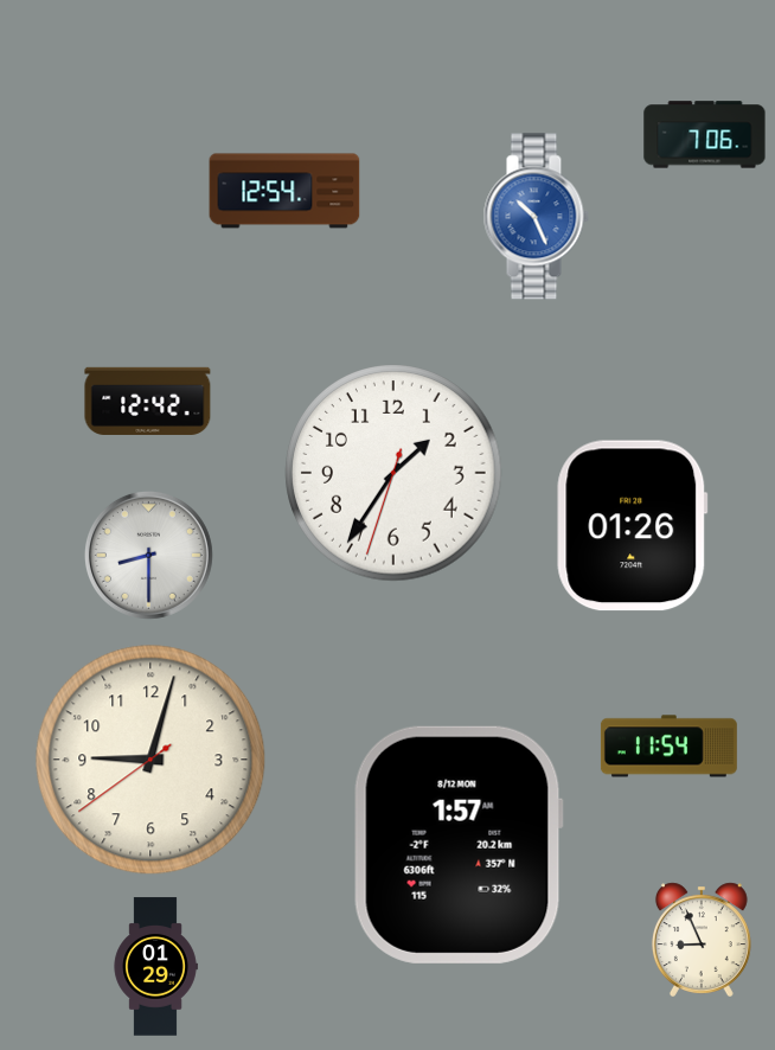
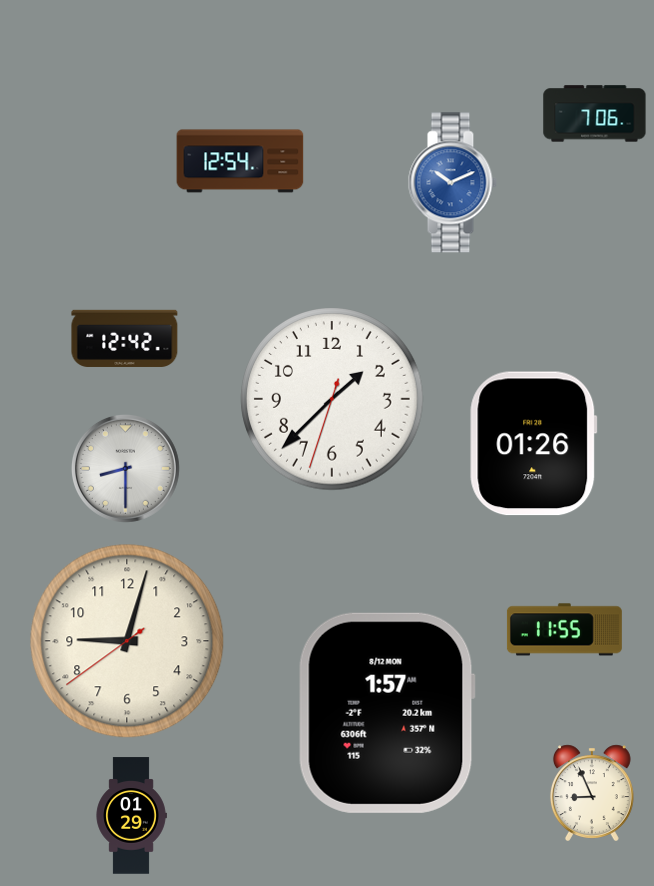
clock at (536, 217): 10:26 -> 10:11
clock at (393, 473): 1:35 -> 1:37
clock at (668, 747): 11:54 -> 11:55
